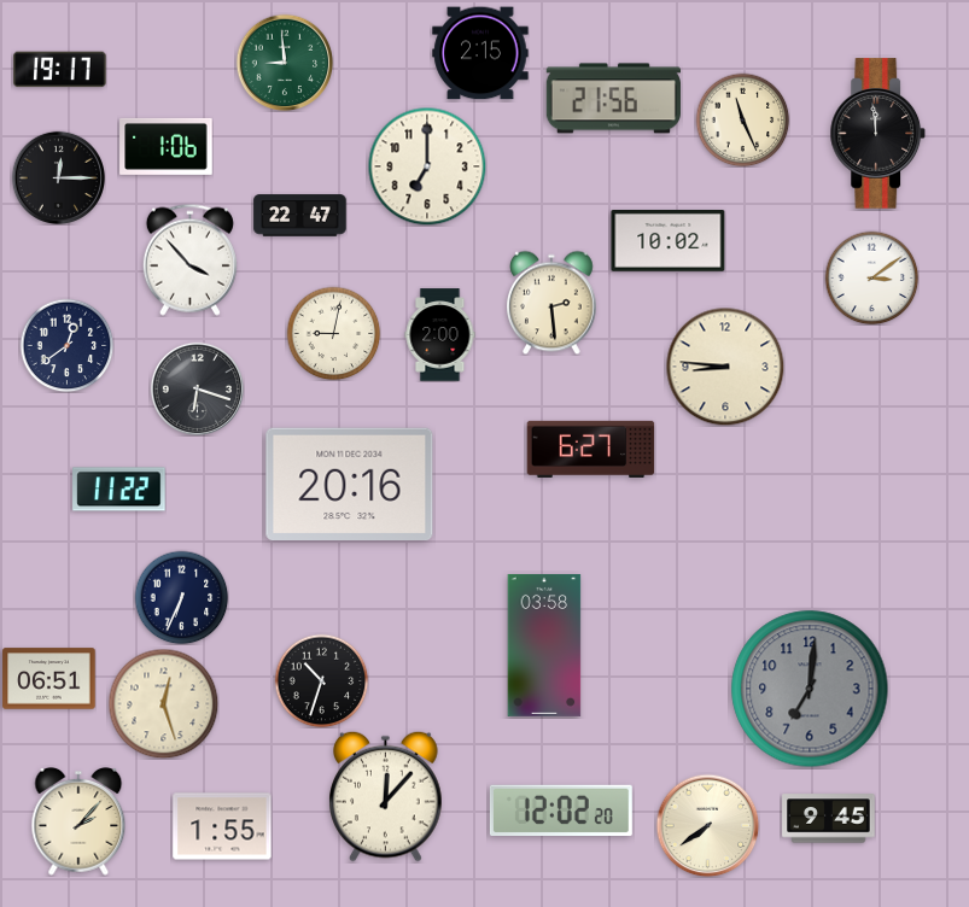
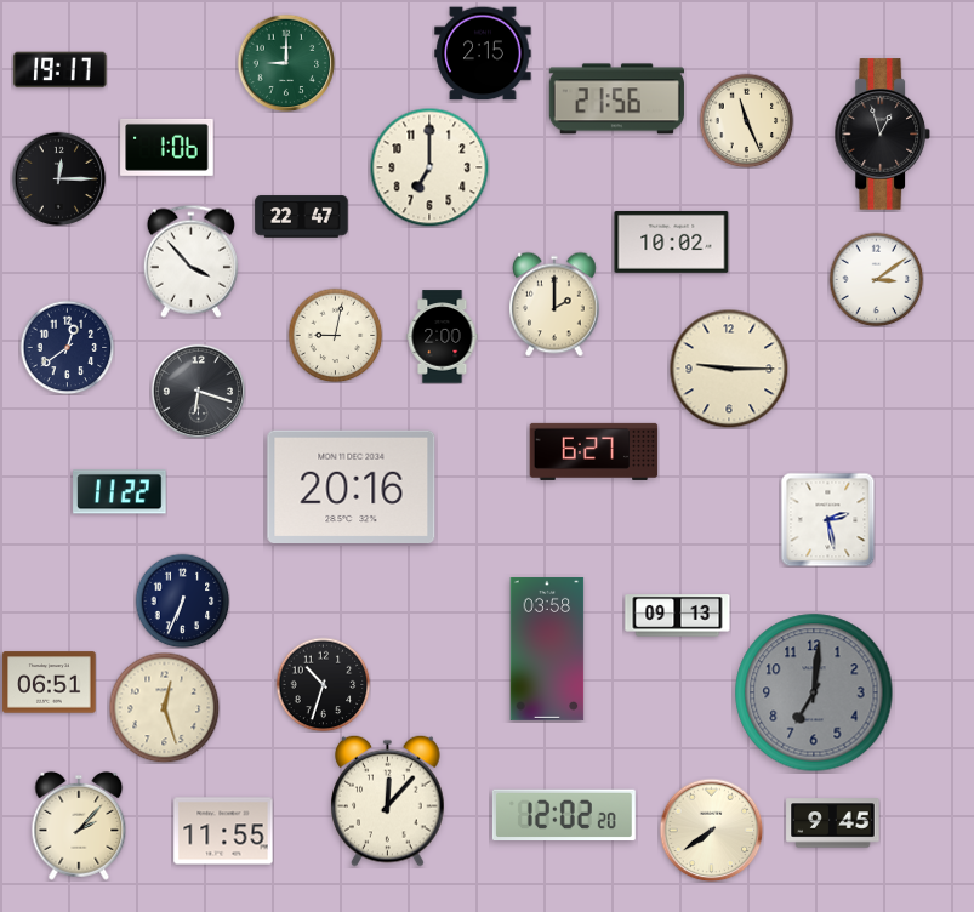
clock at (285, 63): 8:59 -> 9:00
clock at (878, 134): 11:59 -> 12:57
clock at (553, 303): 2:29 -> 2:00
clock at (725, 367): 8:46 -> 9:15
clock at (827, 519): none -> 2:28
clock at (678, 616): none -> 09:13
clock at (222, 826): 1:55 -> 11:55
